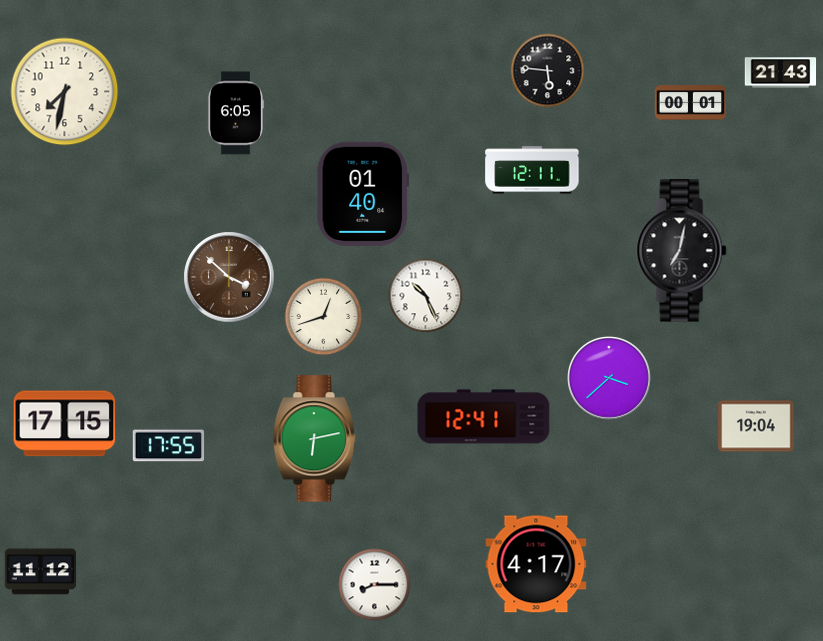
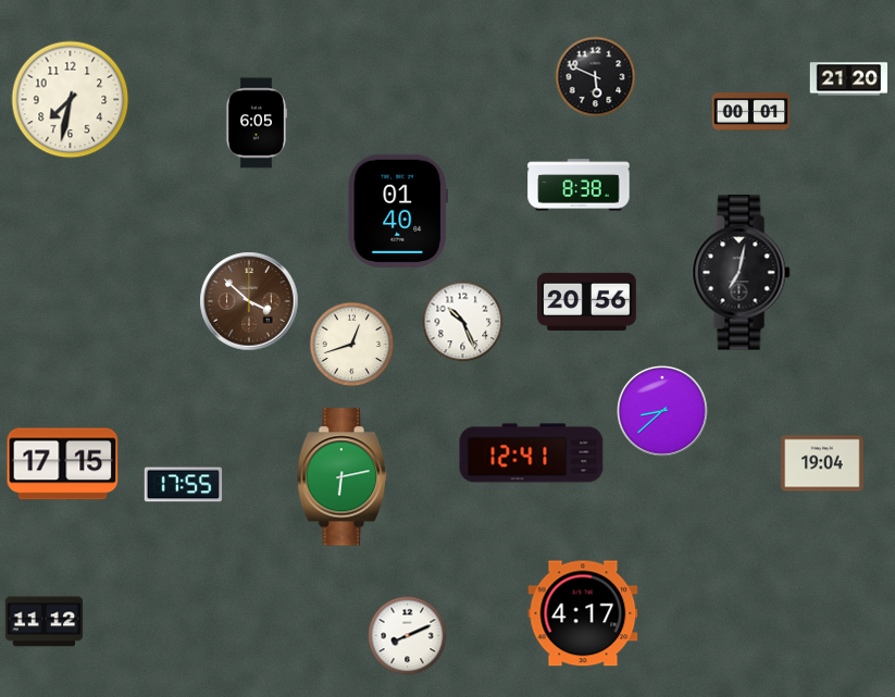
clock at (548, 71): 5:46 -> 5:49
clock at (781, 73): 21:43 -> 21:20
clock at (532, 170): 12:11 -> 8:38
clock at (362, 194) position: (362, 194) -> (397, 211)
clock at (587, 301): none -> 20:56
clock at (610, 379): 3:38 -> 8:38
clock at (484, 417) position: (484, 417) -> (532, 453)
clock at (65, 424) position: (65, 424) -> (63, 464)
clock at (375, 585): 8:15 -> 8:11
